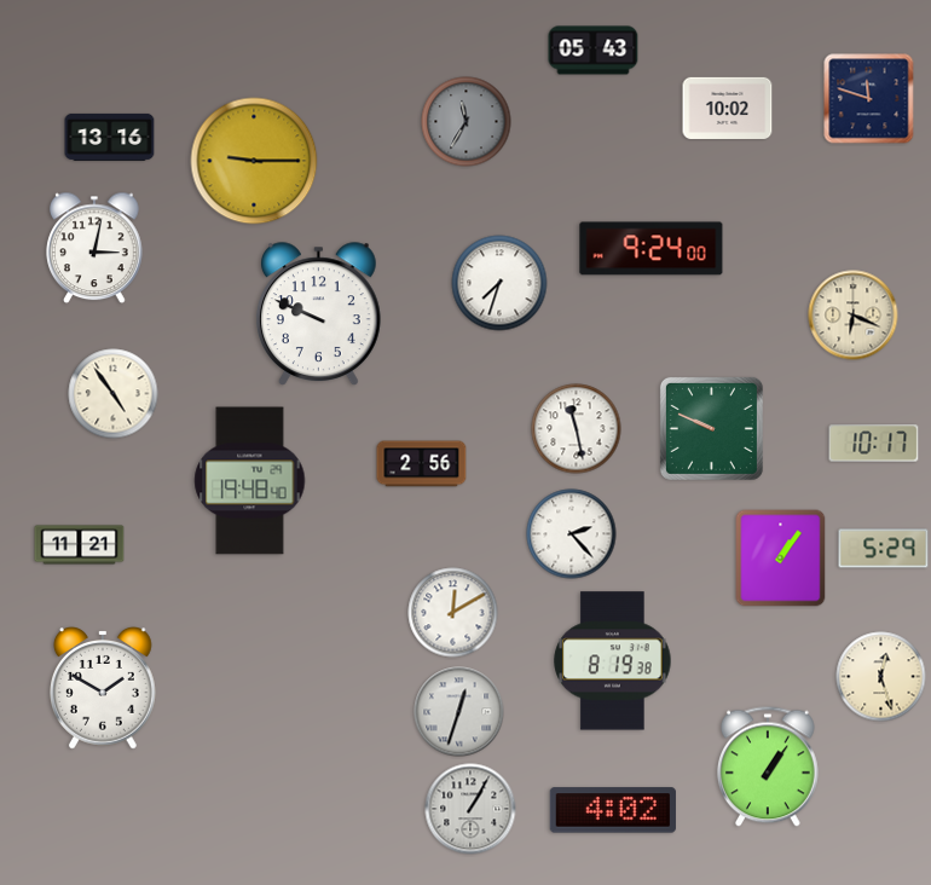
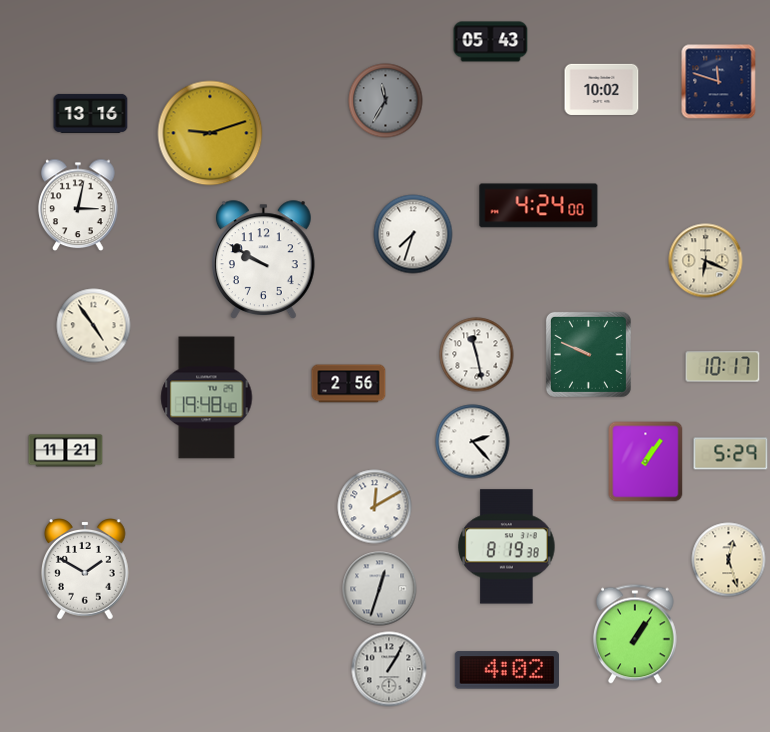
clock at (254, 161): 9:15 -> 9:12
clock at (652, 249): 9:24 -> 4:24
clock at (319, 313): 9:49 -> 9:50
